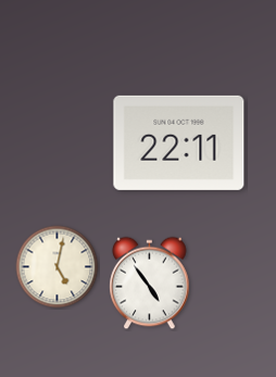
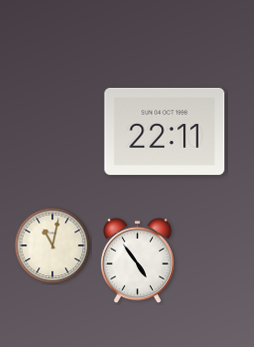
clock at (58, 267): 5:02 -> 11:02
